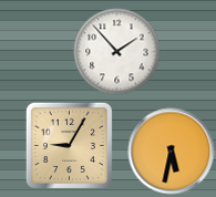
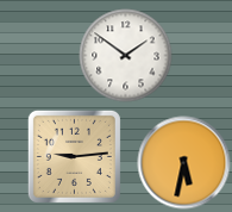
clock at (116, 51): 1:53 -> 1:51
clock at (69, 145): 9:05 -> 9:14
